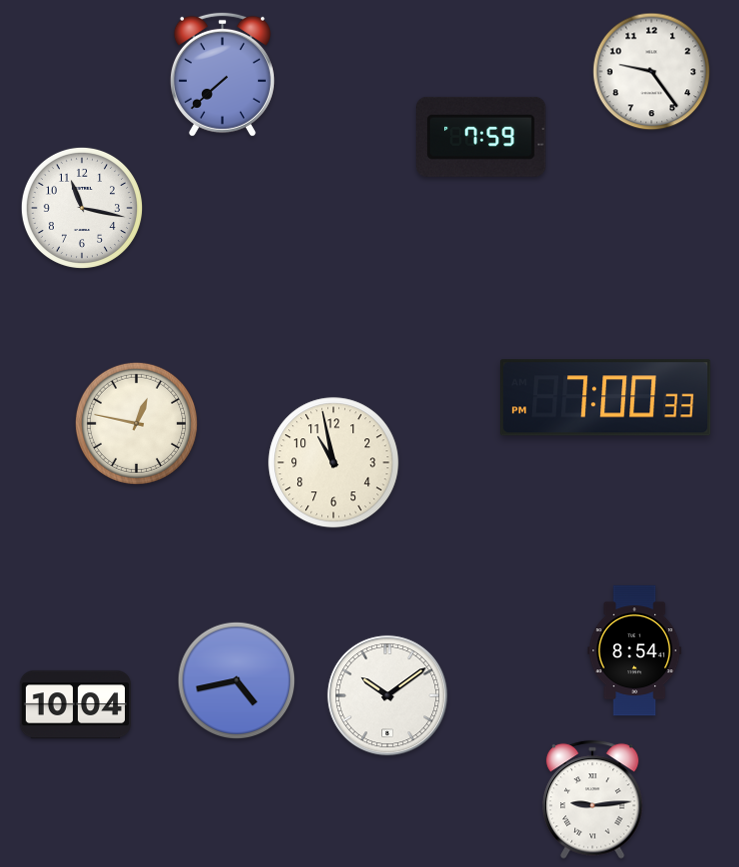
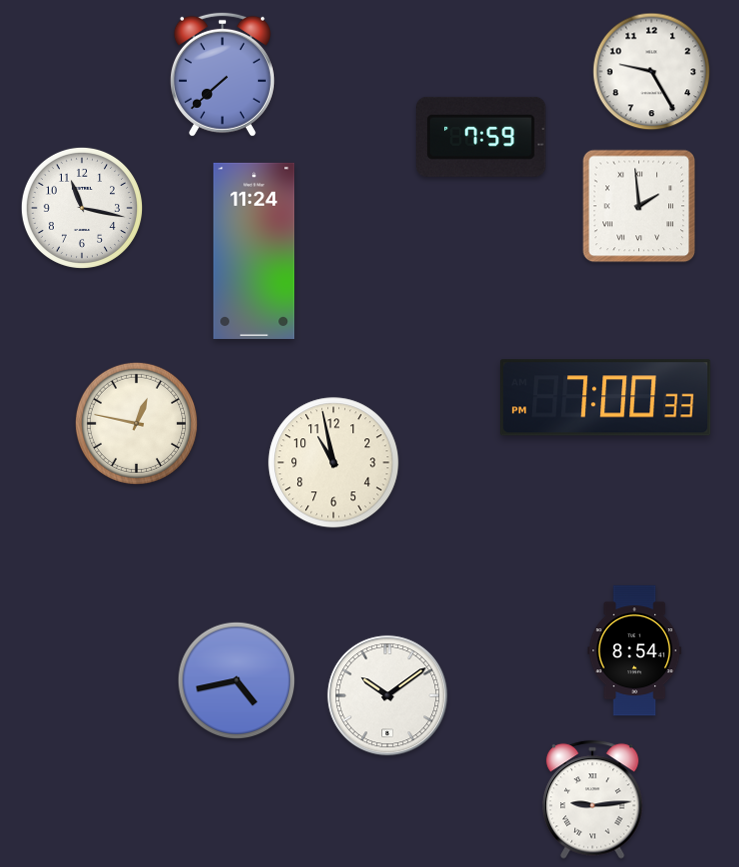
clock at (652, 72): 9:24 -> 9:25
clock at (639, 206): none -> 1:59
clock at (254, 251): none -> 11:24
clock at (75, 705): 10:04 -> none
